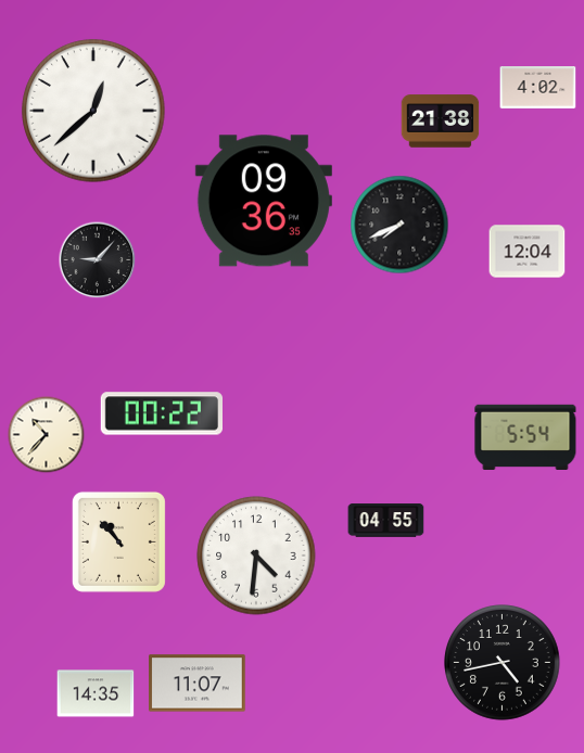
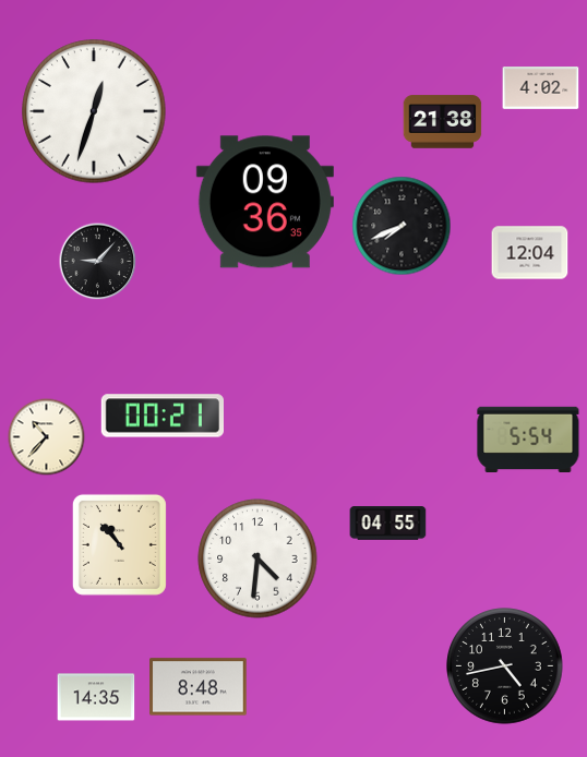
clock at (93, 111): 12:38 -> 12:33
clock at (161, 413): 00:22 -> 00:21
clock at (198, 684): 11:07 -> 8:48
